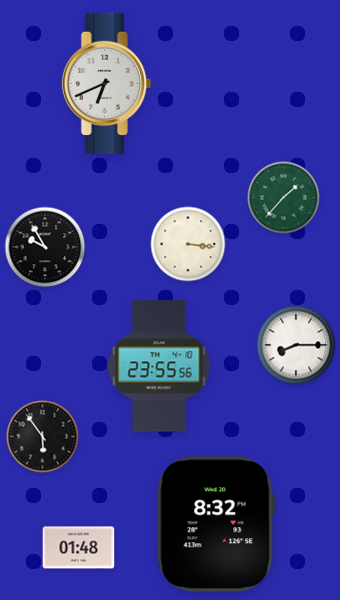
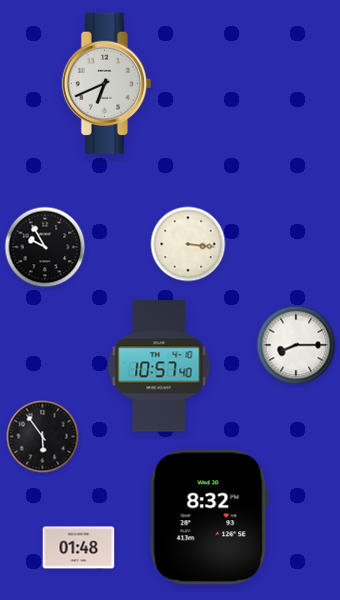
clock at (284, 198): 1:37 -> none
clock at (159, 366): 23:55 -> 10:57
clock at (216, 524) position: (216, 524) -> (209, 517)
